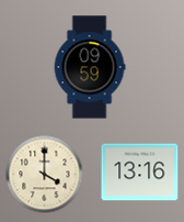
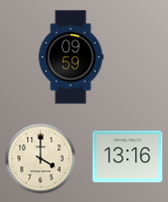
clock at (90, 67) position: (90, 67) -> (71, 57)
